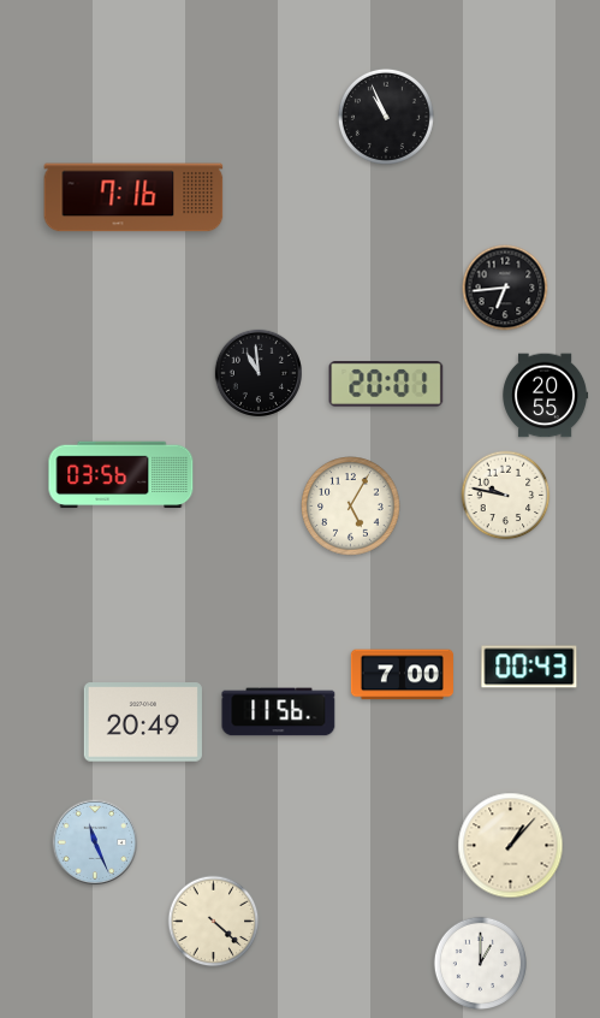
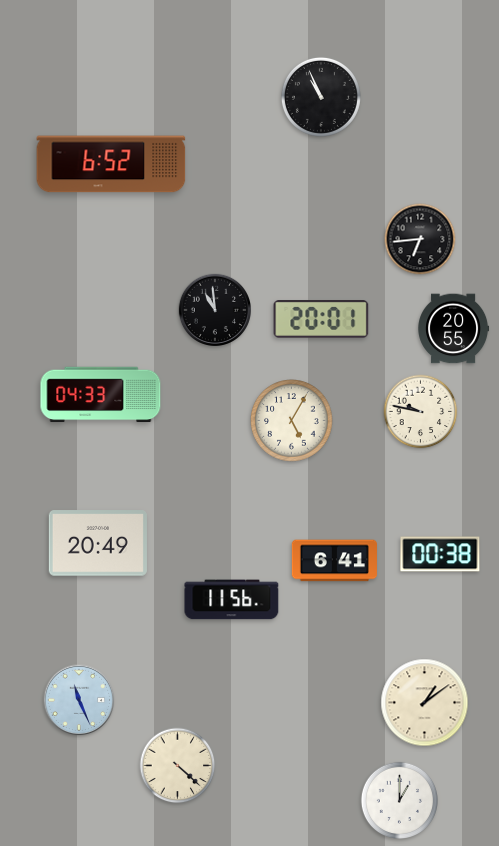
clock at (133, 197): 7:16 -> 6:52
clock at (121, 475): 03:56 -> 04:33
clock at (529, 667): 00:43 -> 00:38
clock at (402, 675): 7:00 -> 6:41
clock at (279, 712) position: (279, 712) -> (232, 600)
clock at (143, 722) position: (143, 722) -> (98, 543)
clock at (511, 846): 1:07 -> 1:09
